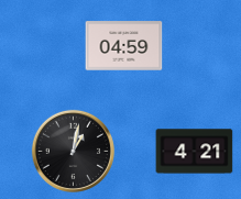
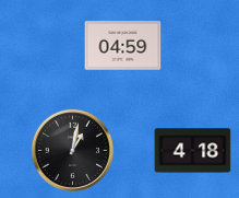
clock at (195, 152): 4:21 -> 4:18
